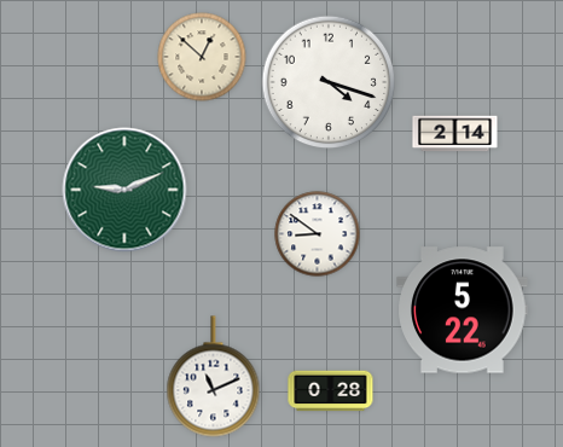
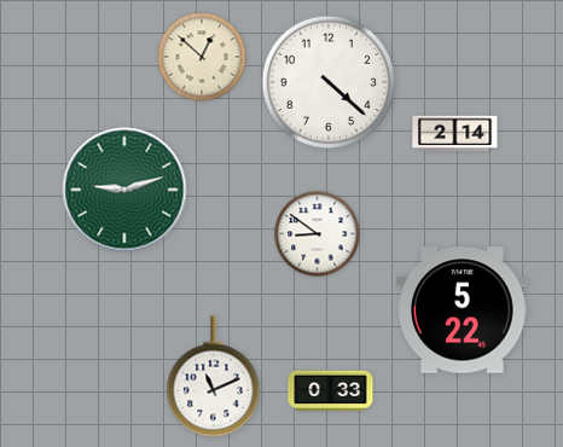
clock at (329, 82): 4:18 -> 4:22
clock at (124, 190): 9:11 -> 9:12
clock at (331, 391): 0:28 -> 0:33
